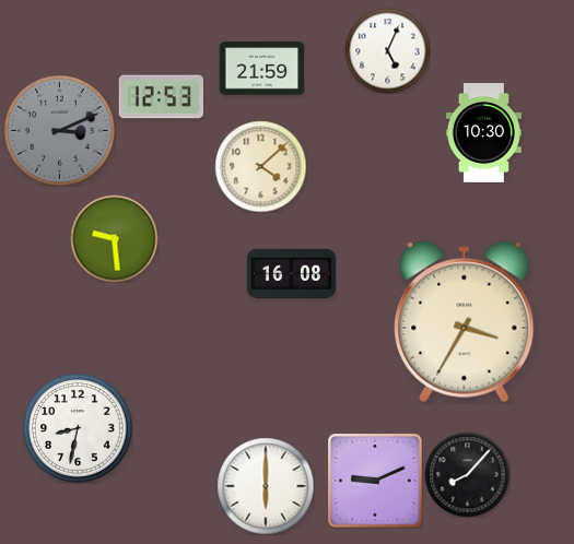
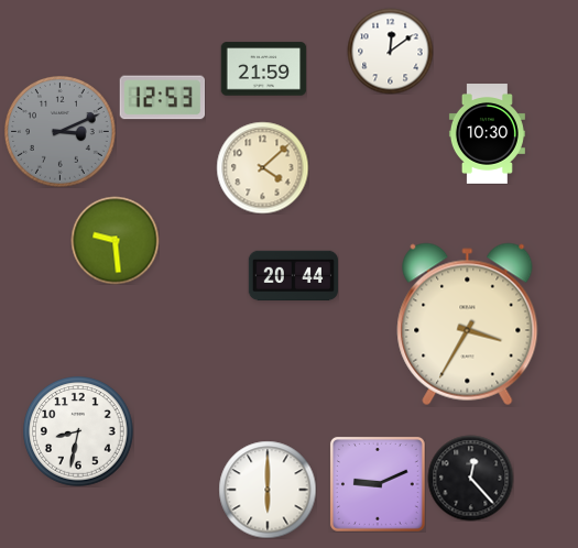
clock at (387, 50): 5:04 -> 12:09
clock at (291, 274): 16:08 -> 20:44
clock at (467, 474): 8:07 -> 12:23
